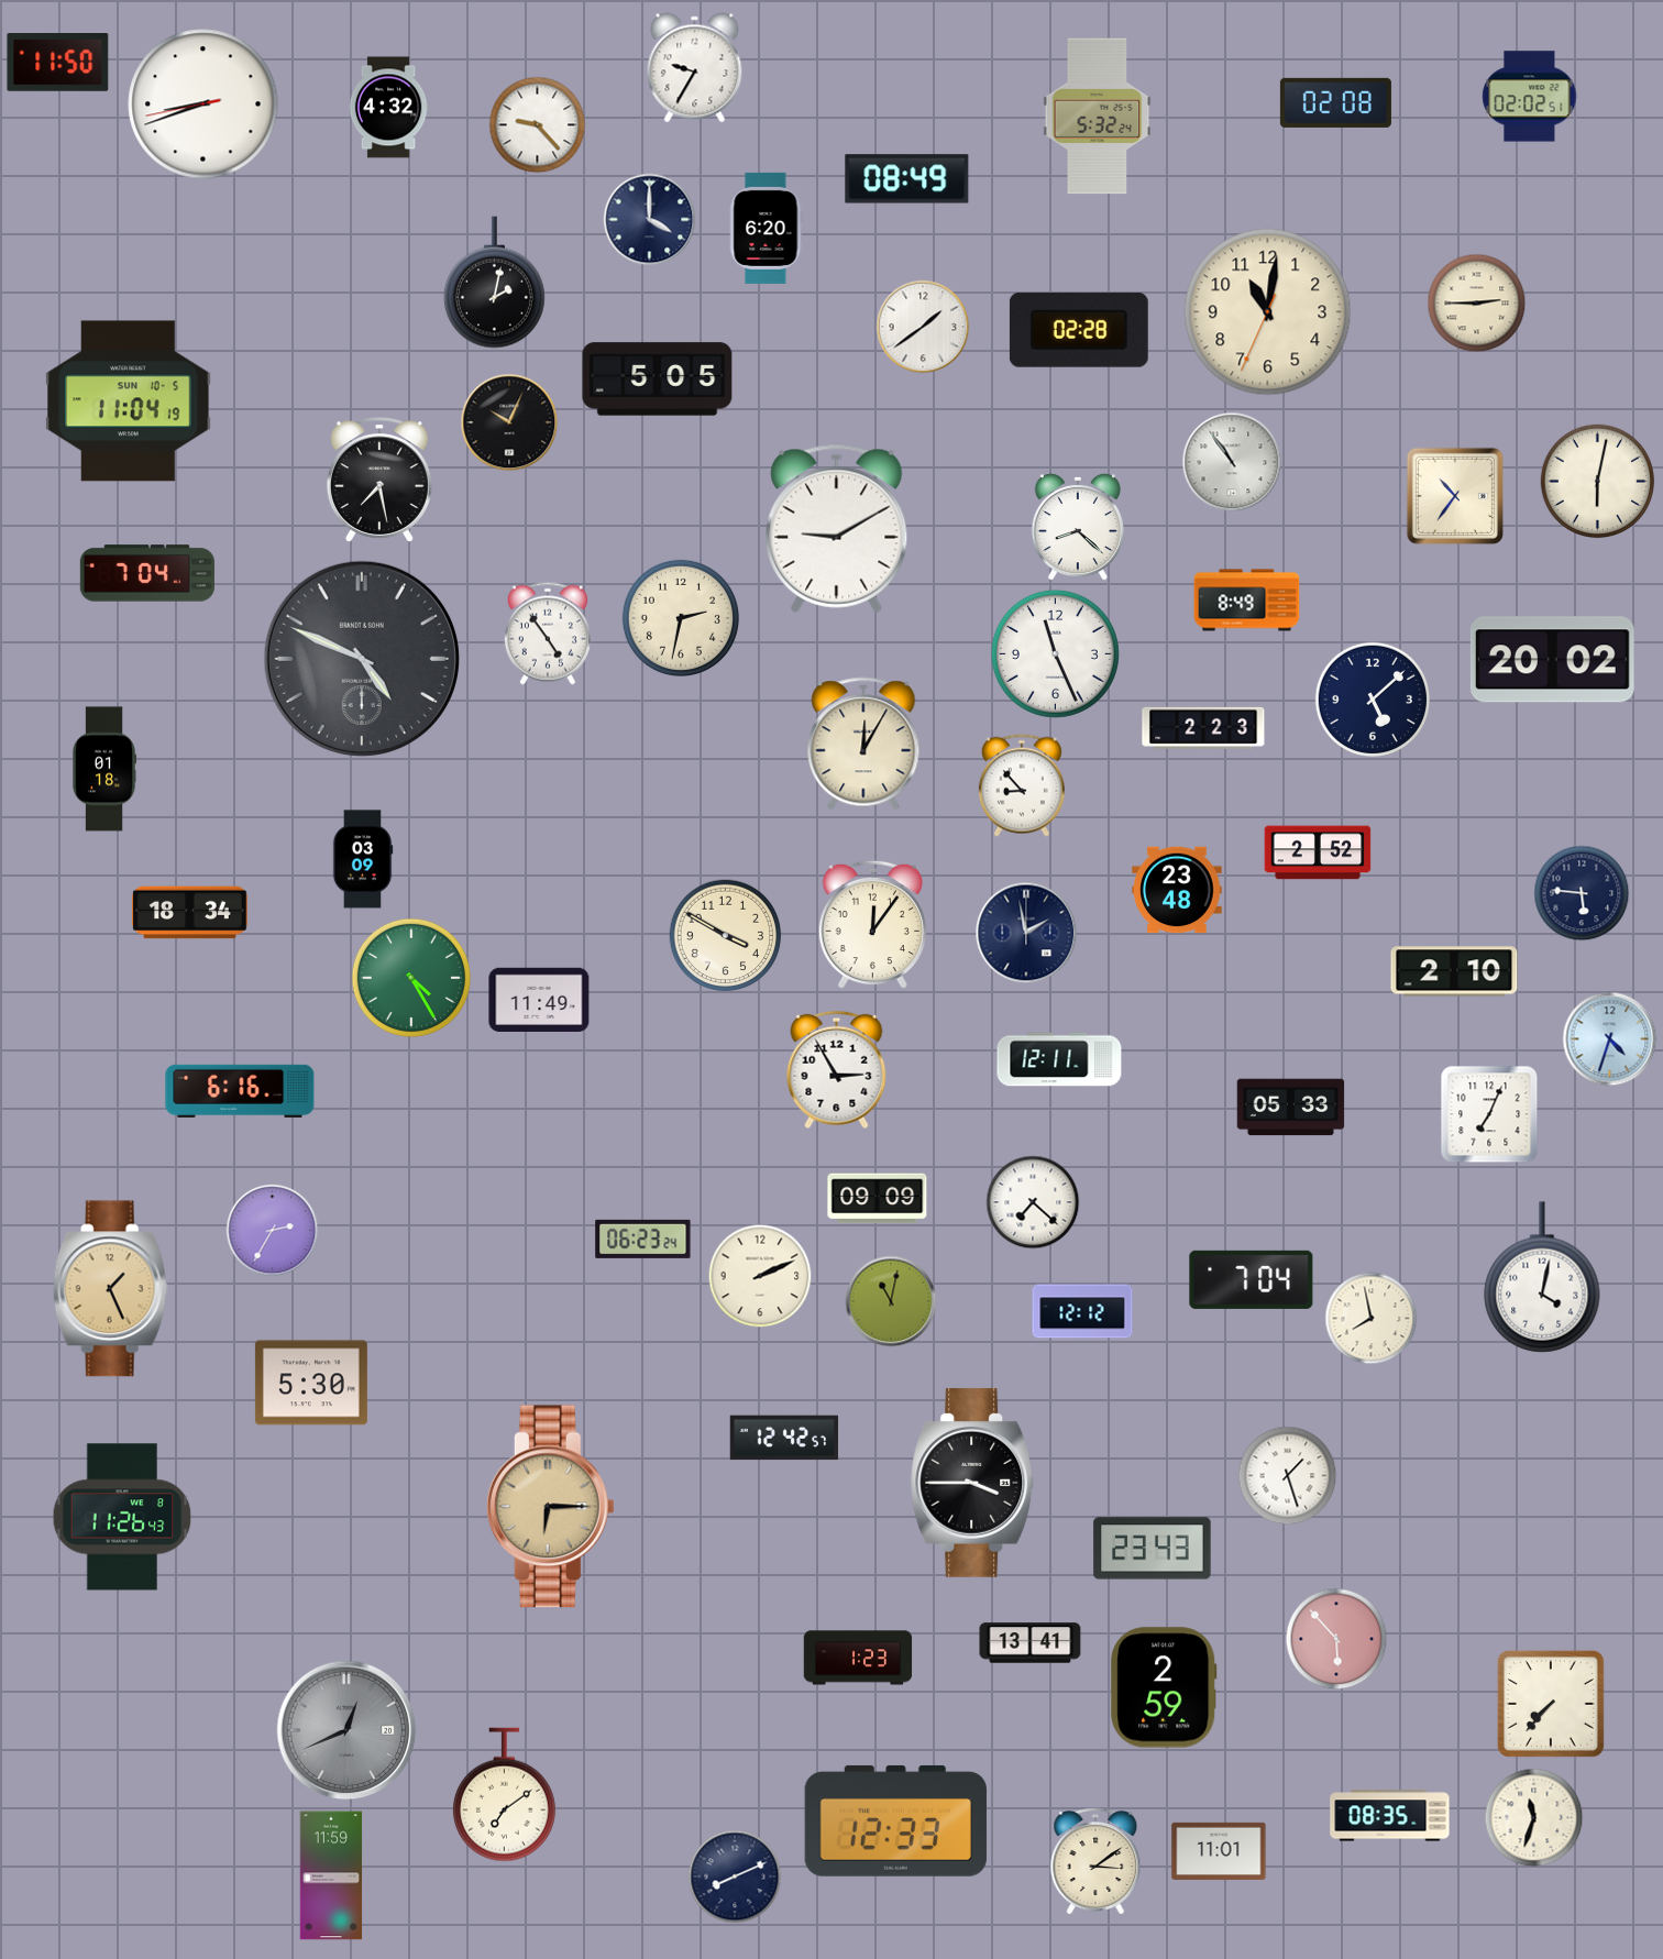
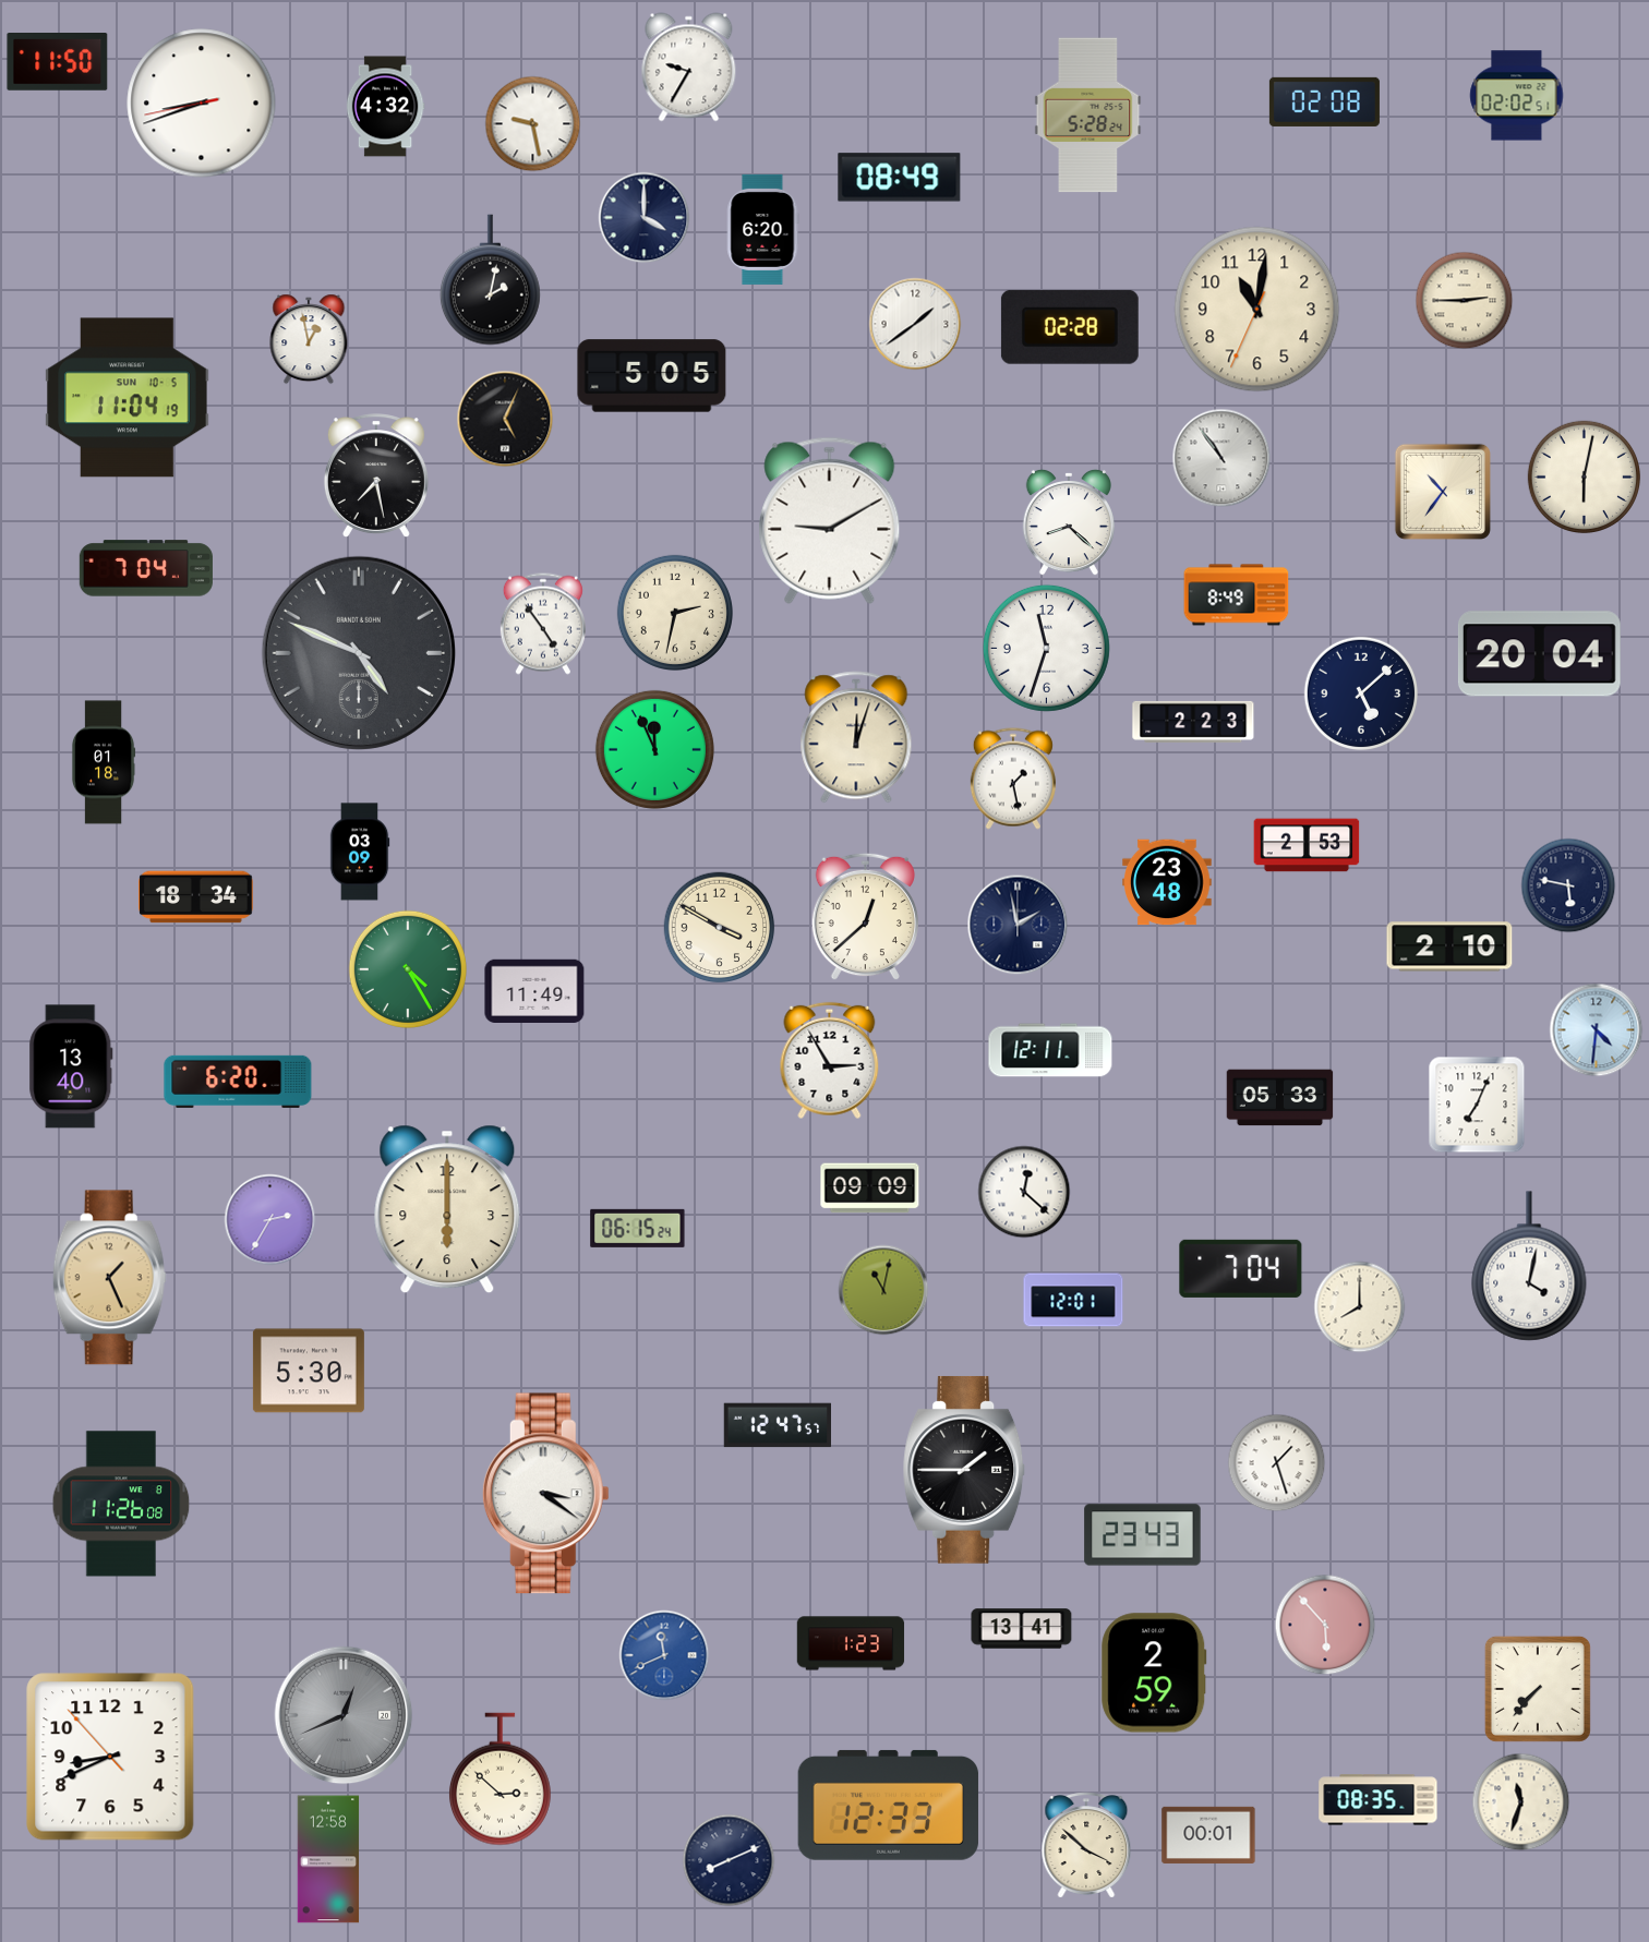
clock at (1098, 117): 5:32 -> 5:28
clock at (538, 125): 9:23 -> 9:28
clock at (767, 228) position: (767, 228) -> (763, 229)
clock at (309, 339): none -> 12:58
clock at (509, 422): 10:04 -> 5:04
clock at (837, 528) position: (837, 528) -> (830, 520)
clock at (548, 634) position: (548, 634) -> (543, 624)
clock at (1055, 653): 11:26 -> 11:33
clock at (1552, 660): 20:02 -> 20:04
clock at (863, 744): 12:05 -> 12:03
clock at (654, 749): none -> 11:56
clock at (1022, 785): 8:53 -> 1:28
clock at (1318, 852): 2:52 -> 2:53
clock at (1582, 893): 5:46 -> 5:47
clock at (190, 913) position: (190, 913) -> (196, 897)
clock at (872, 925): 12:06 -> 12:38
clock at (1454, 971) position: (1454, 971) -> (1449, 946)
clock at (1610, 1039): 4:33 -> 4:31
clock at (71, 1066): none -> 13:40
clock at (240, 1091): 6:16 -> 6:20
clock at (1033, 1202): 7:22 -> 12:22
clock at (447, 1209): none -> 6:00
clock at (643, 1239): 06:23 -> 06:15
clock at (760, 1276): 2:11 -> none
clock at (1082, 1311): 12:12 -> 12:01
clock at (1372, 1319): 7:58 -> 8:00
clock at (784, 1438): 12:42 -> 12:47
clock at (972, 1483): 3:45 -> 1:45
clock at (550, 1507): 6:15 -> 3:21
clock at (550, 1507) dial: champagne -> white
clock at (122, 1517): 11:26:43 -> 11:26:08
clock at (664, 1655): none -> 11:41
clock at (110, 1757): none -> 8:40
clock at (504, 1795): 7:09 -> 2:52
clock at (1219, 1851): 11:01 -> 00:01
clock at (1095, 1861): 3:09 -> 3:52
clock at (331, 1875): 11:59 -> 12:58
